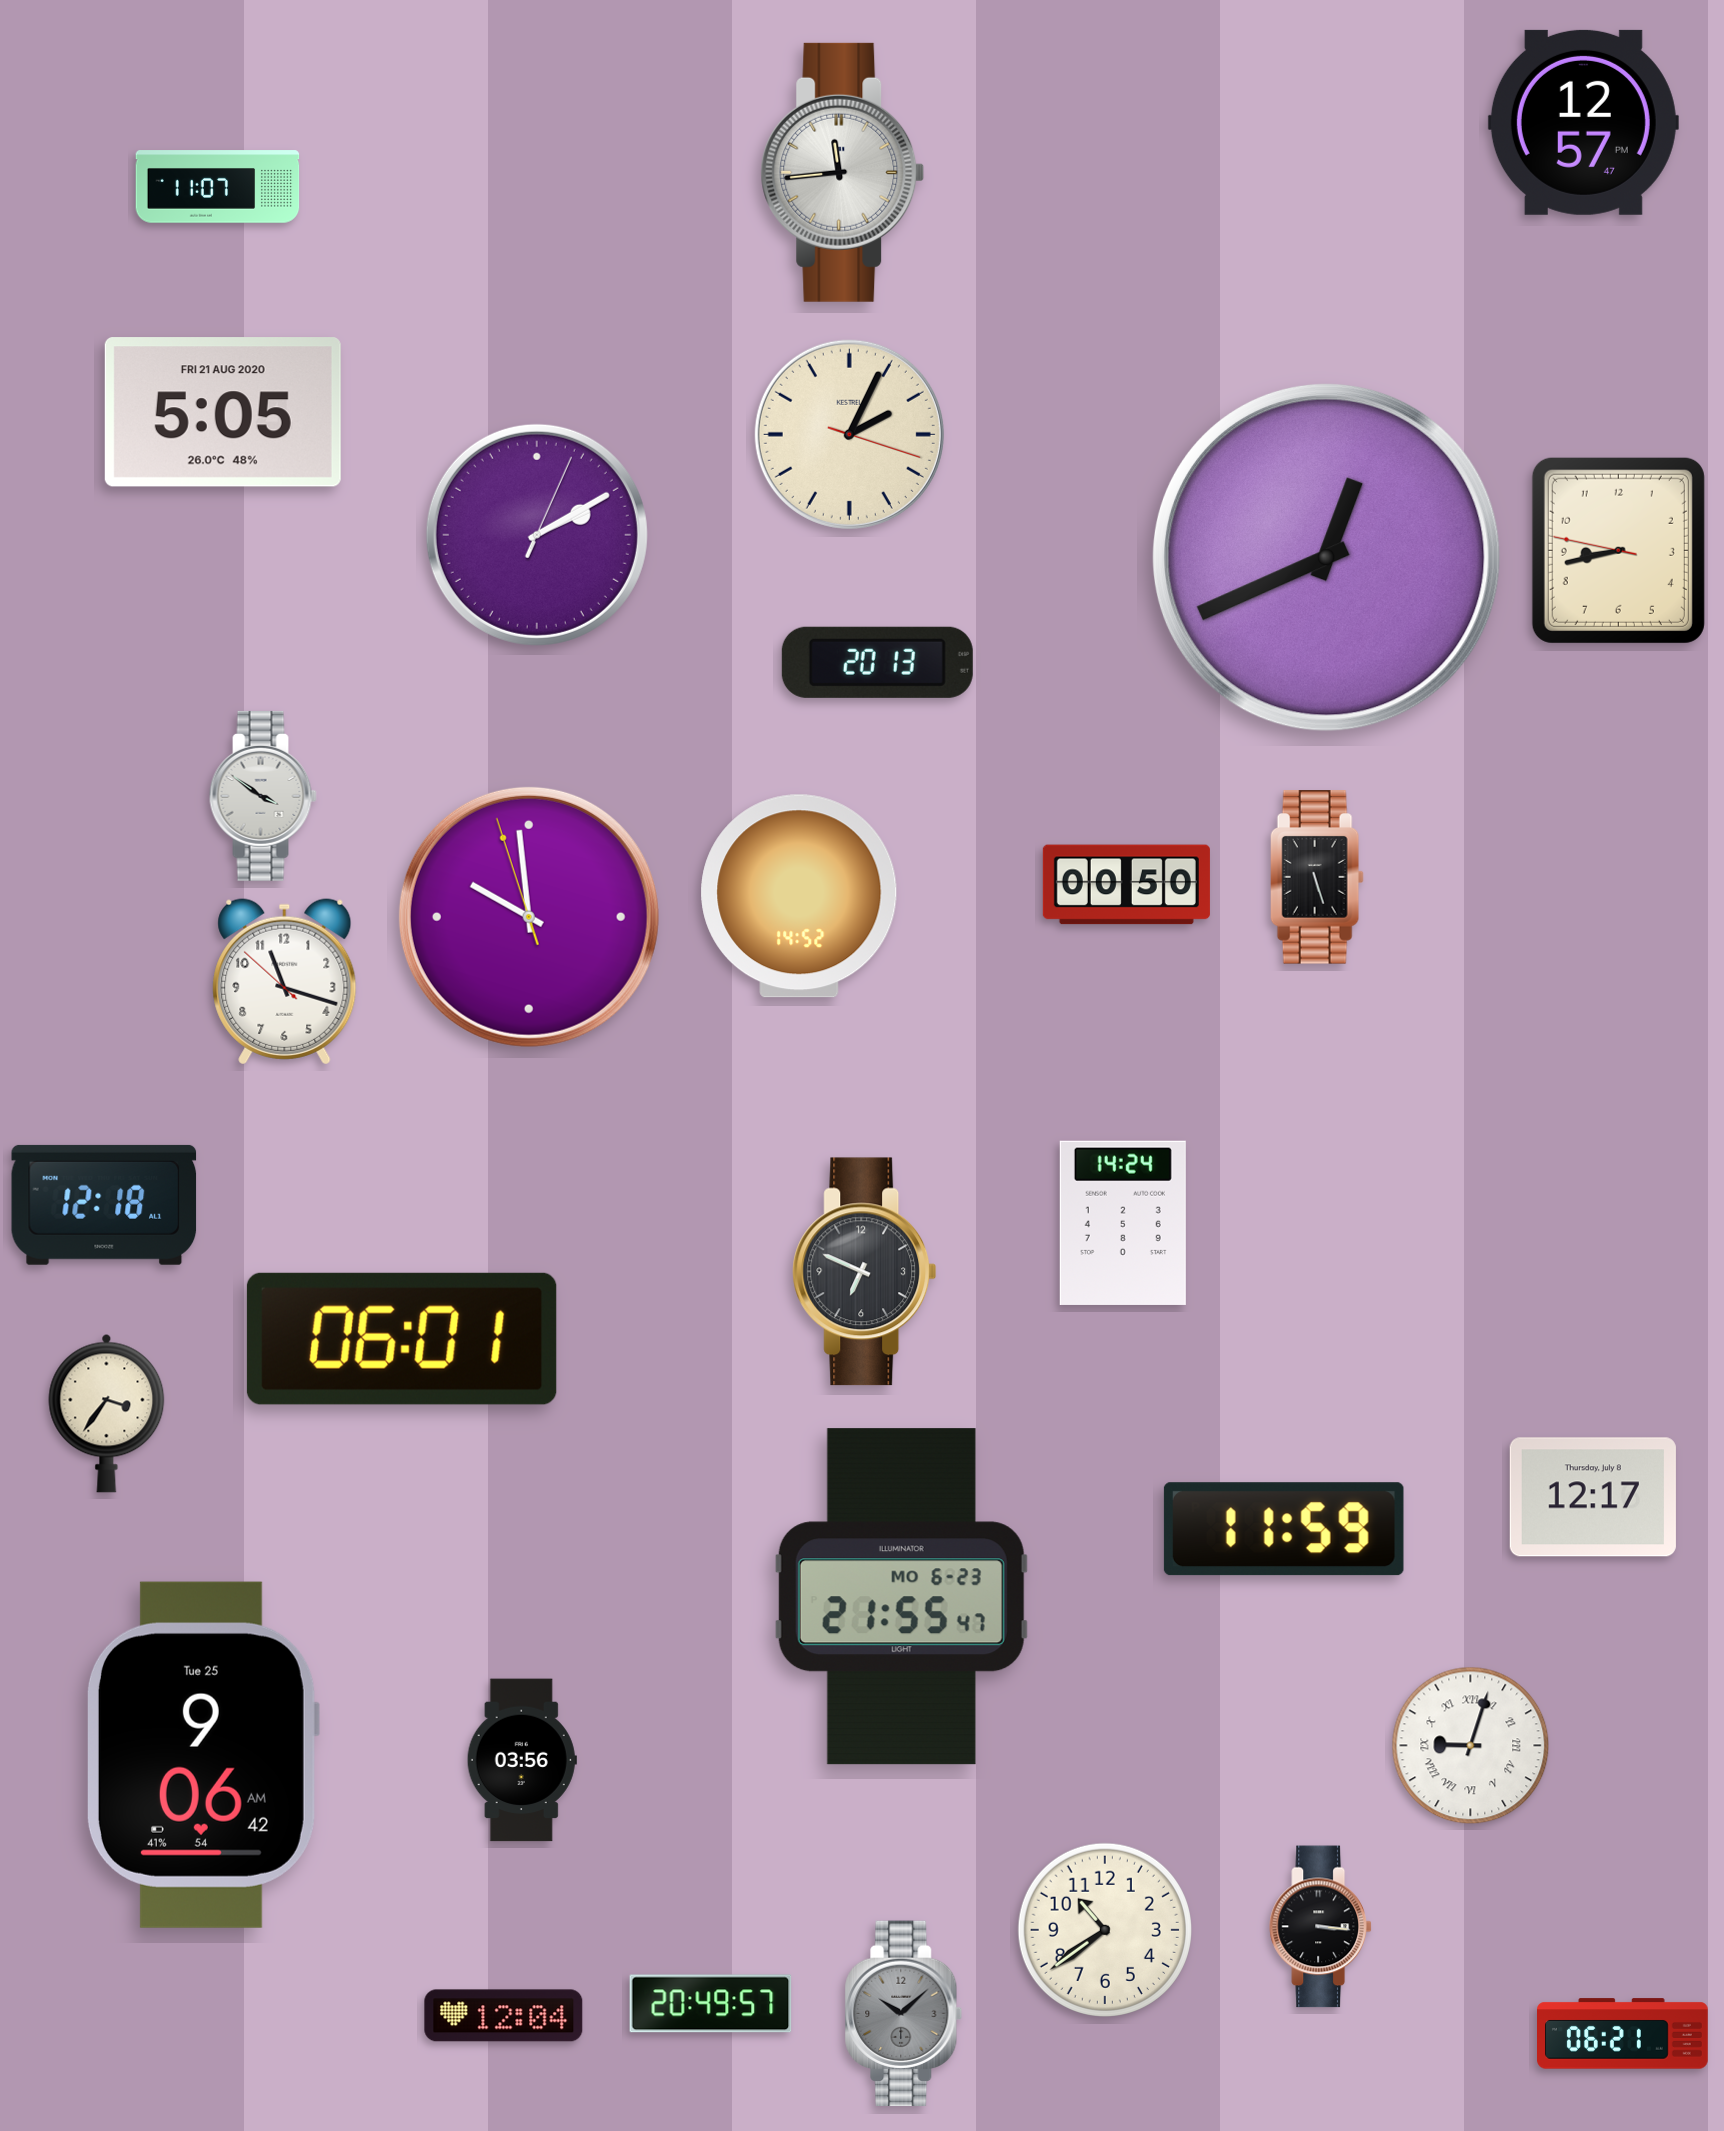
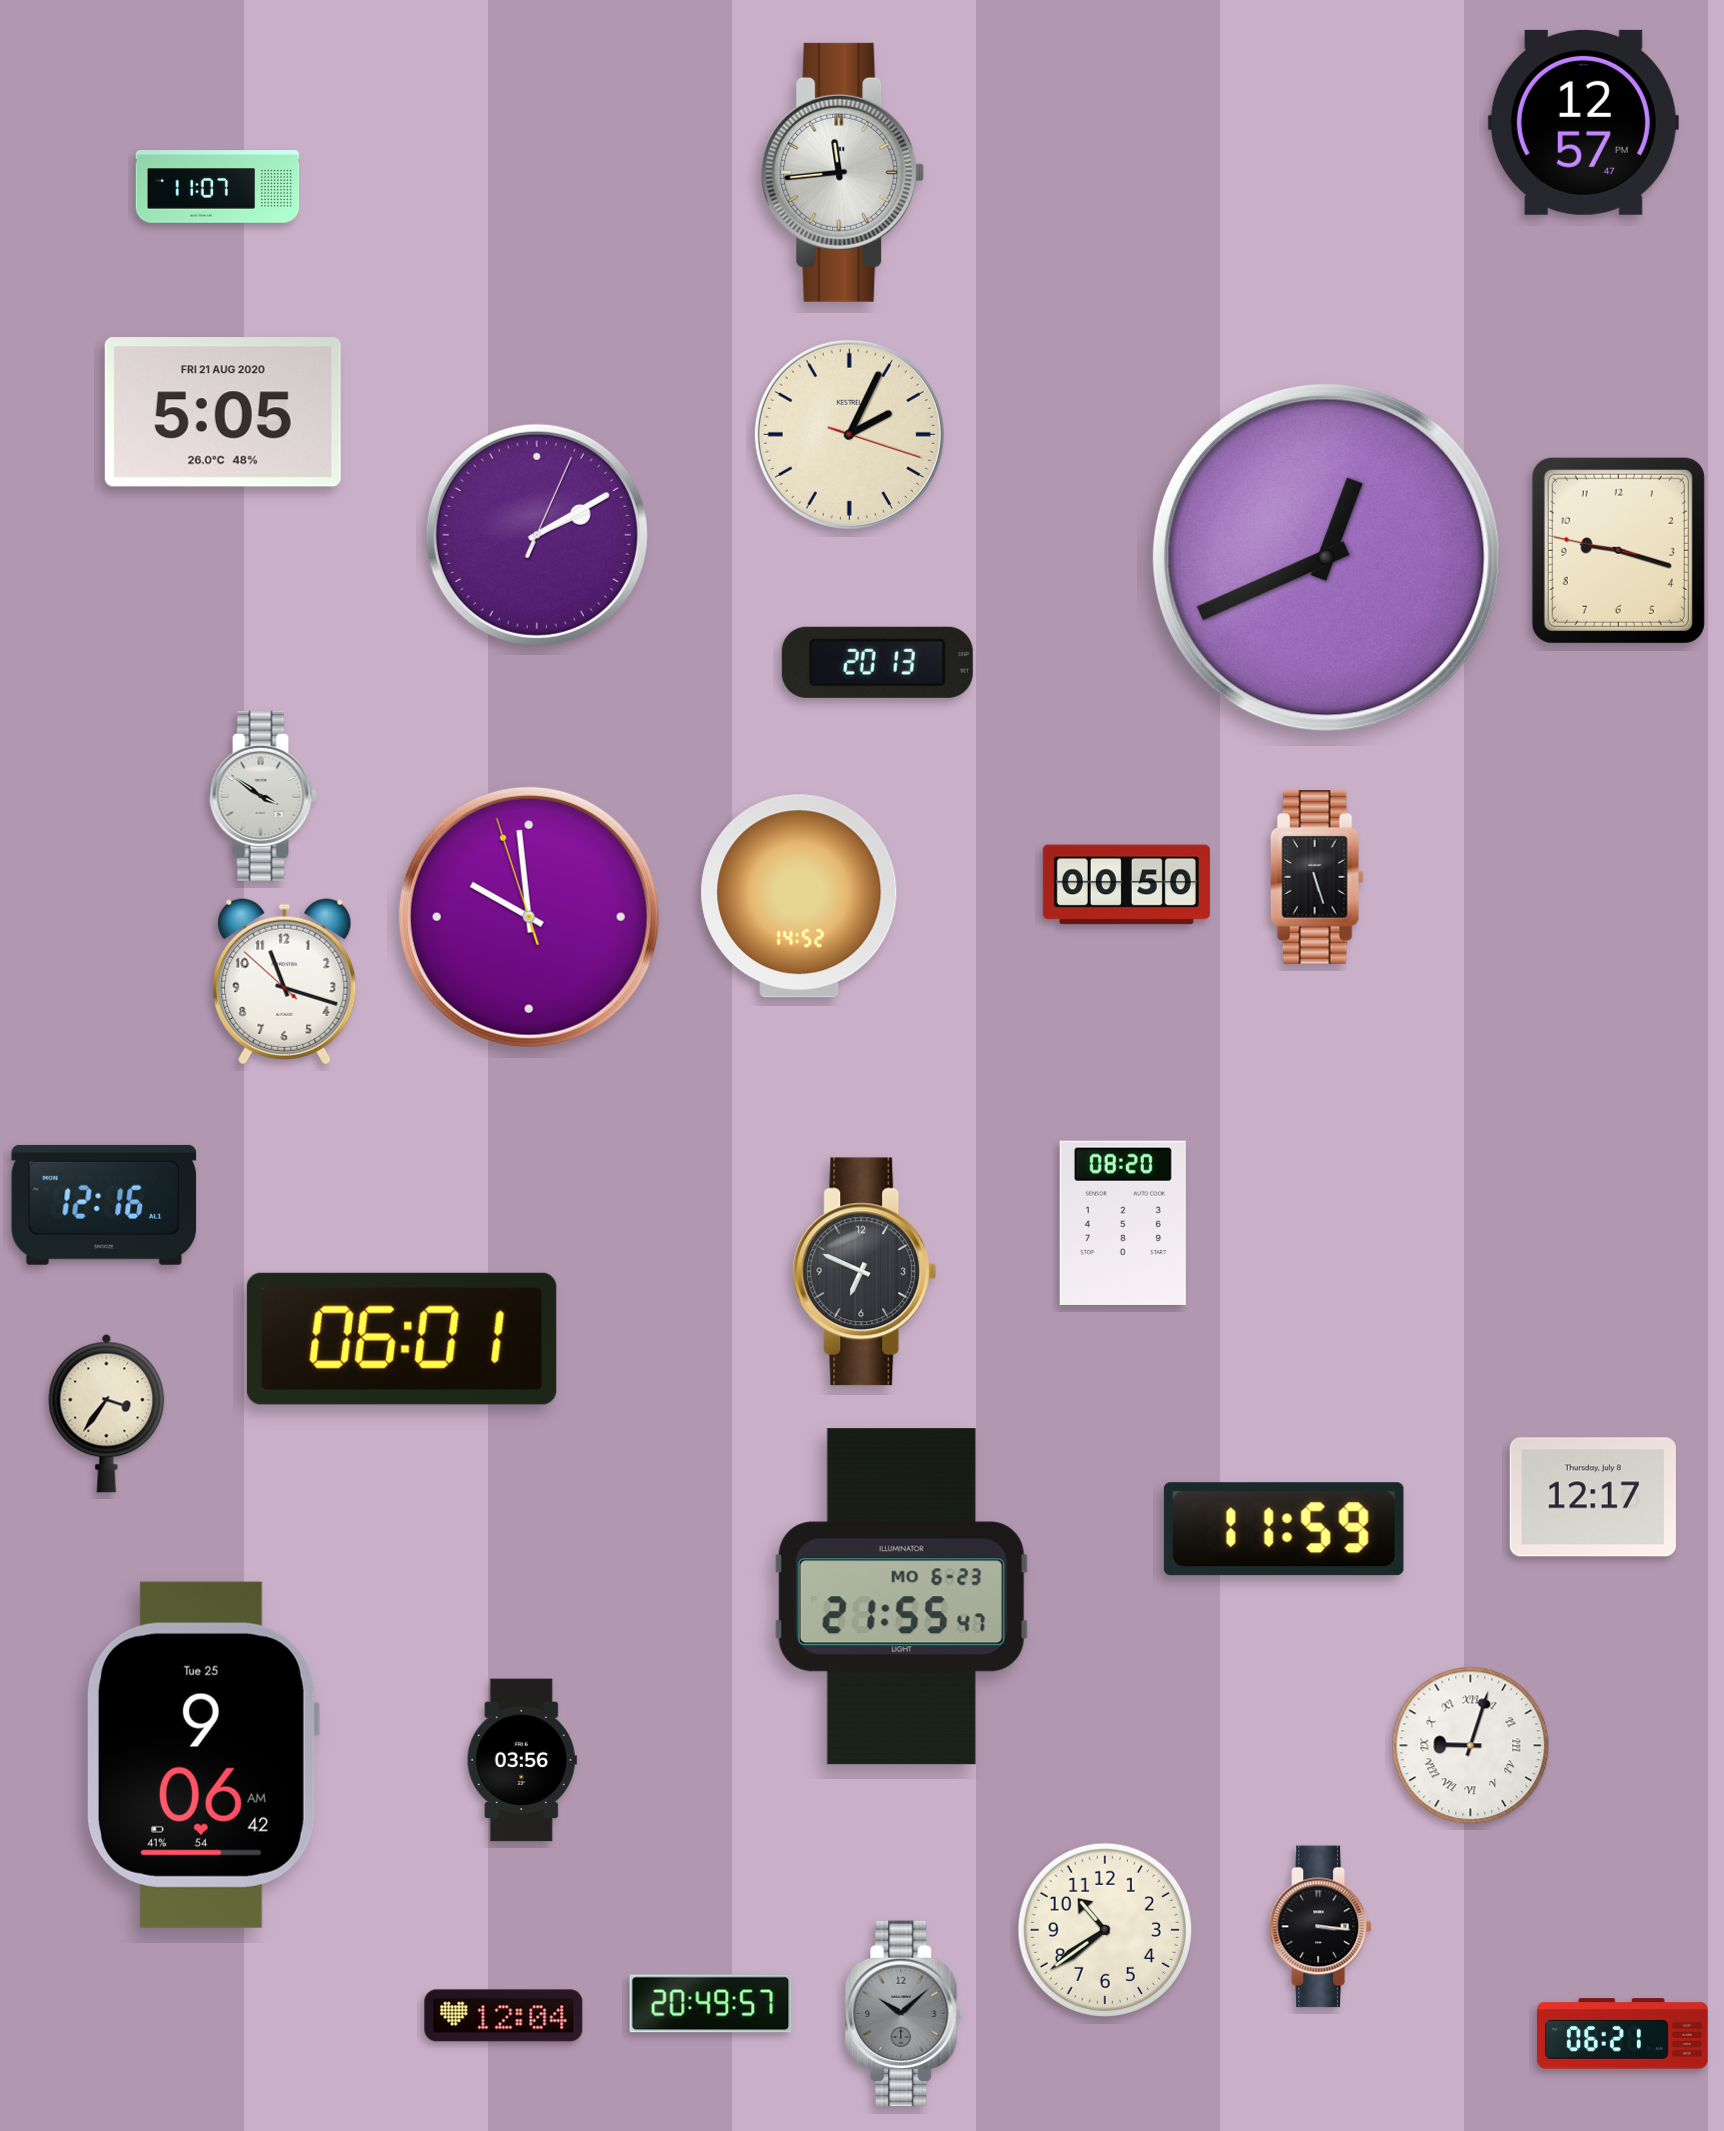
clock at (1618, 550): 8:42 -> 9:17
clock at (104, 1205): 12:18 -> 12:16
clock at (1123, 1223): 14:24 -> 08:20
